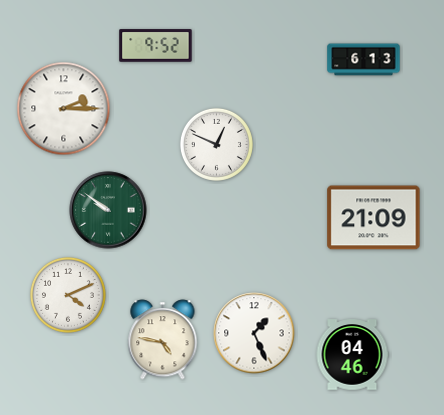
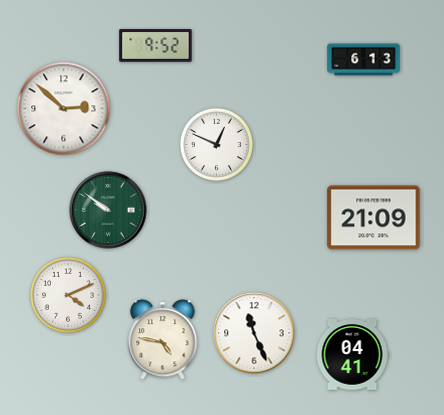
clock at (64, 109): 2:15 -> 2:52
clock at (254, 333): 1:26 -> 11:26
clock at (352, 355): 04:46 -> 04:41
